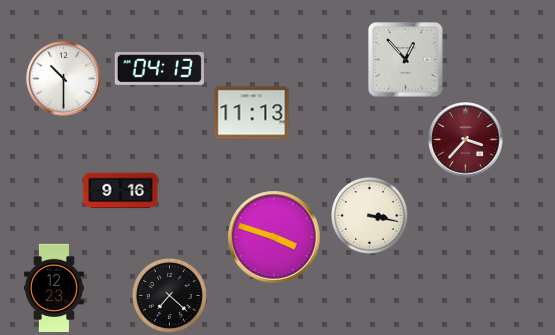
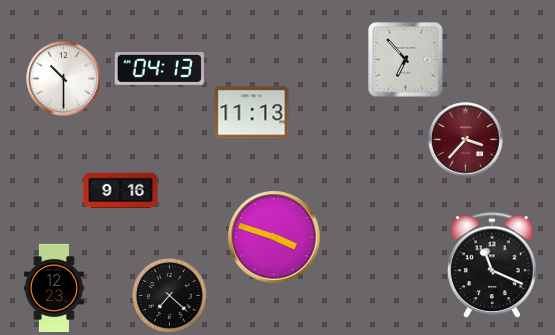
clock at (406, 60): 12:53 -> 6:53
clock at (370, 216): 3:17 -> none
clock at (492, 266): none -> 11:19
